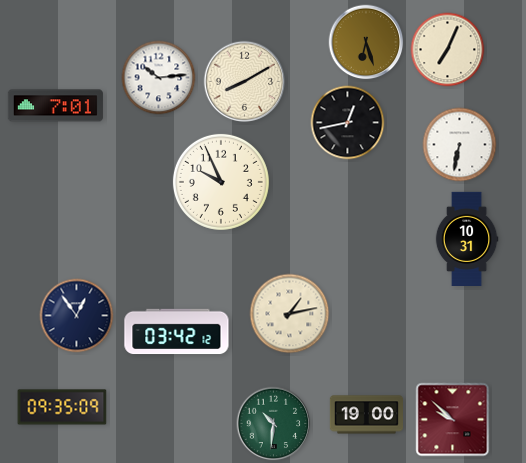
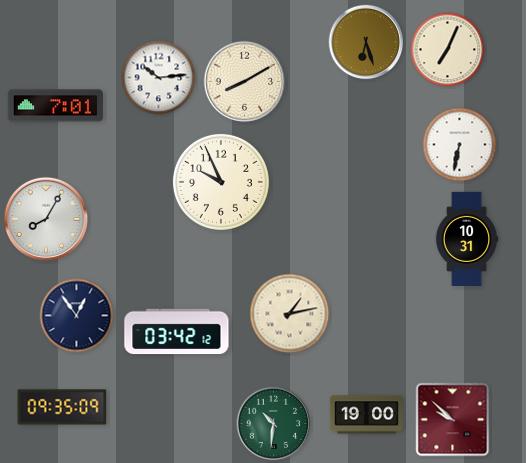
clock at (348, 123): 12:43 -> none
clock at (46, 219): none -> 8:05
